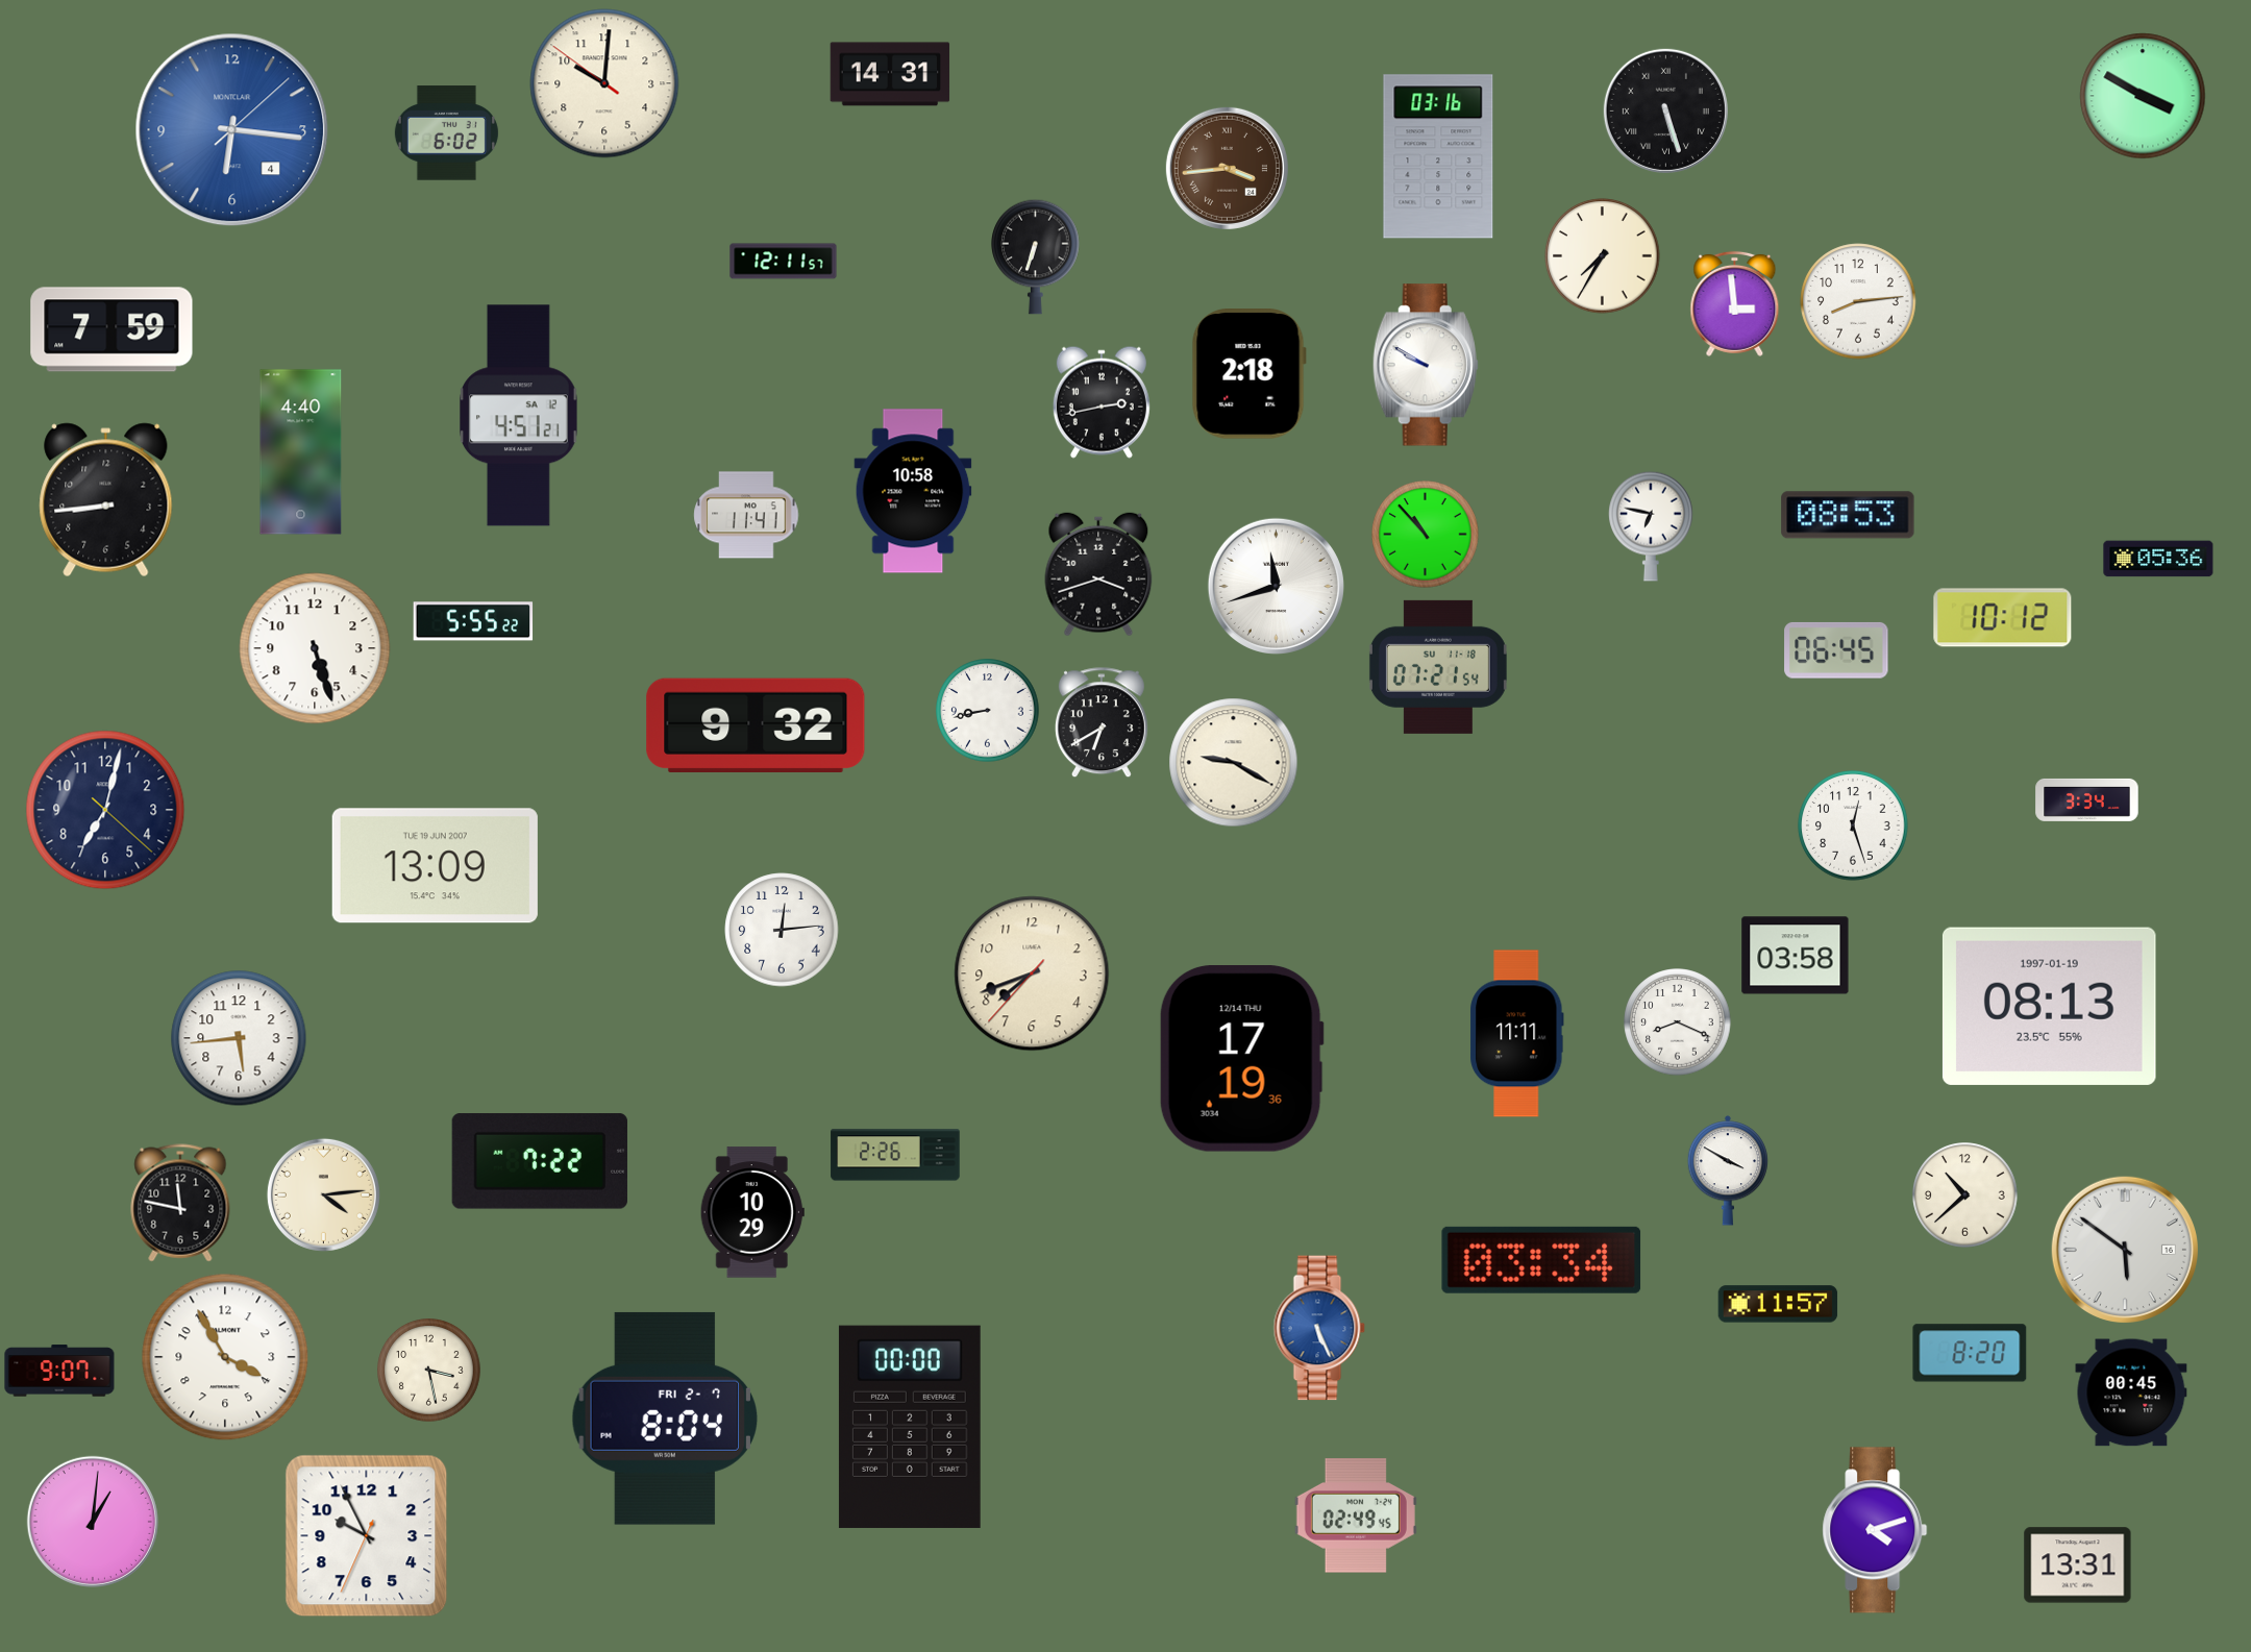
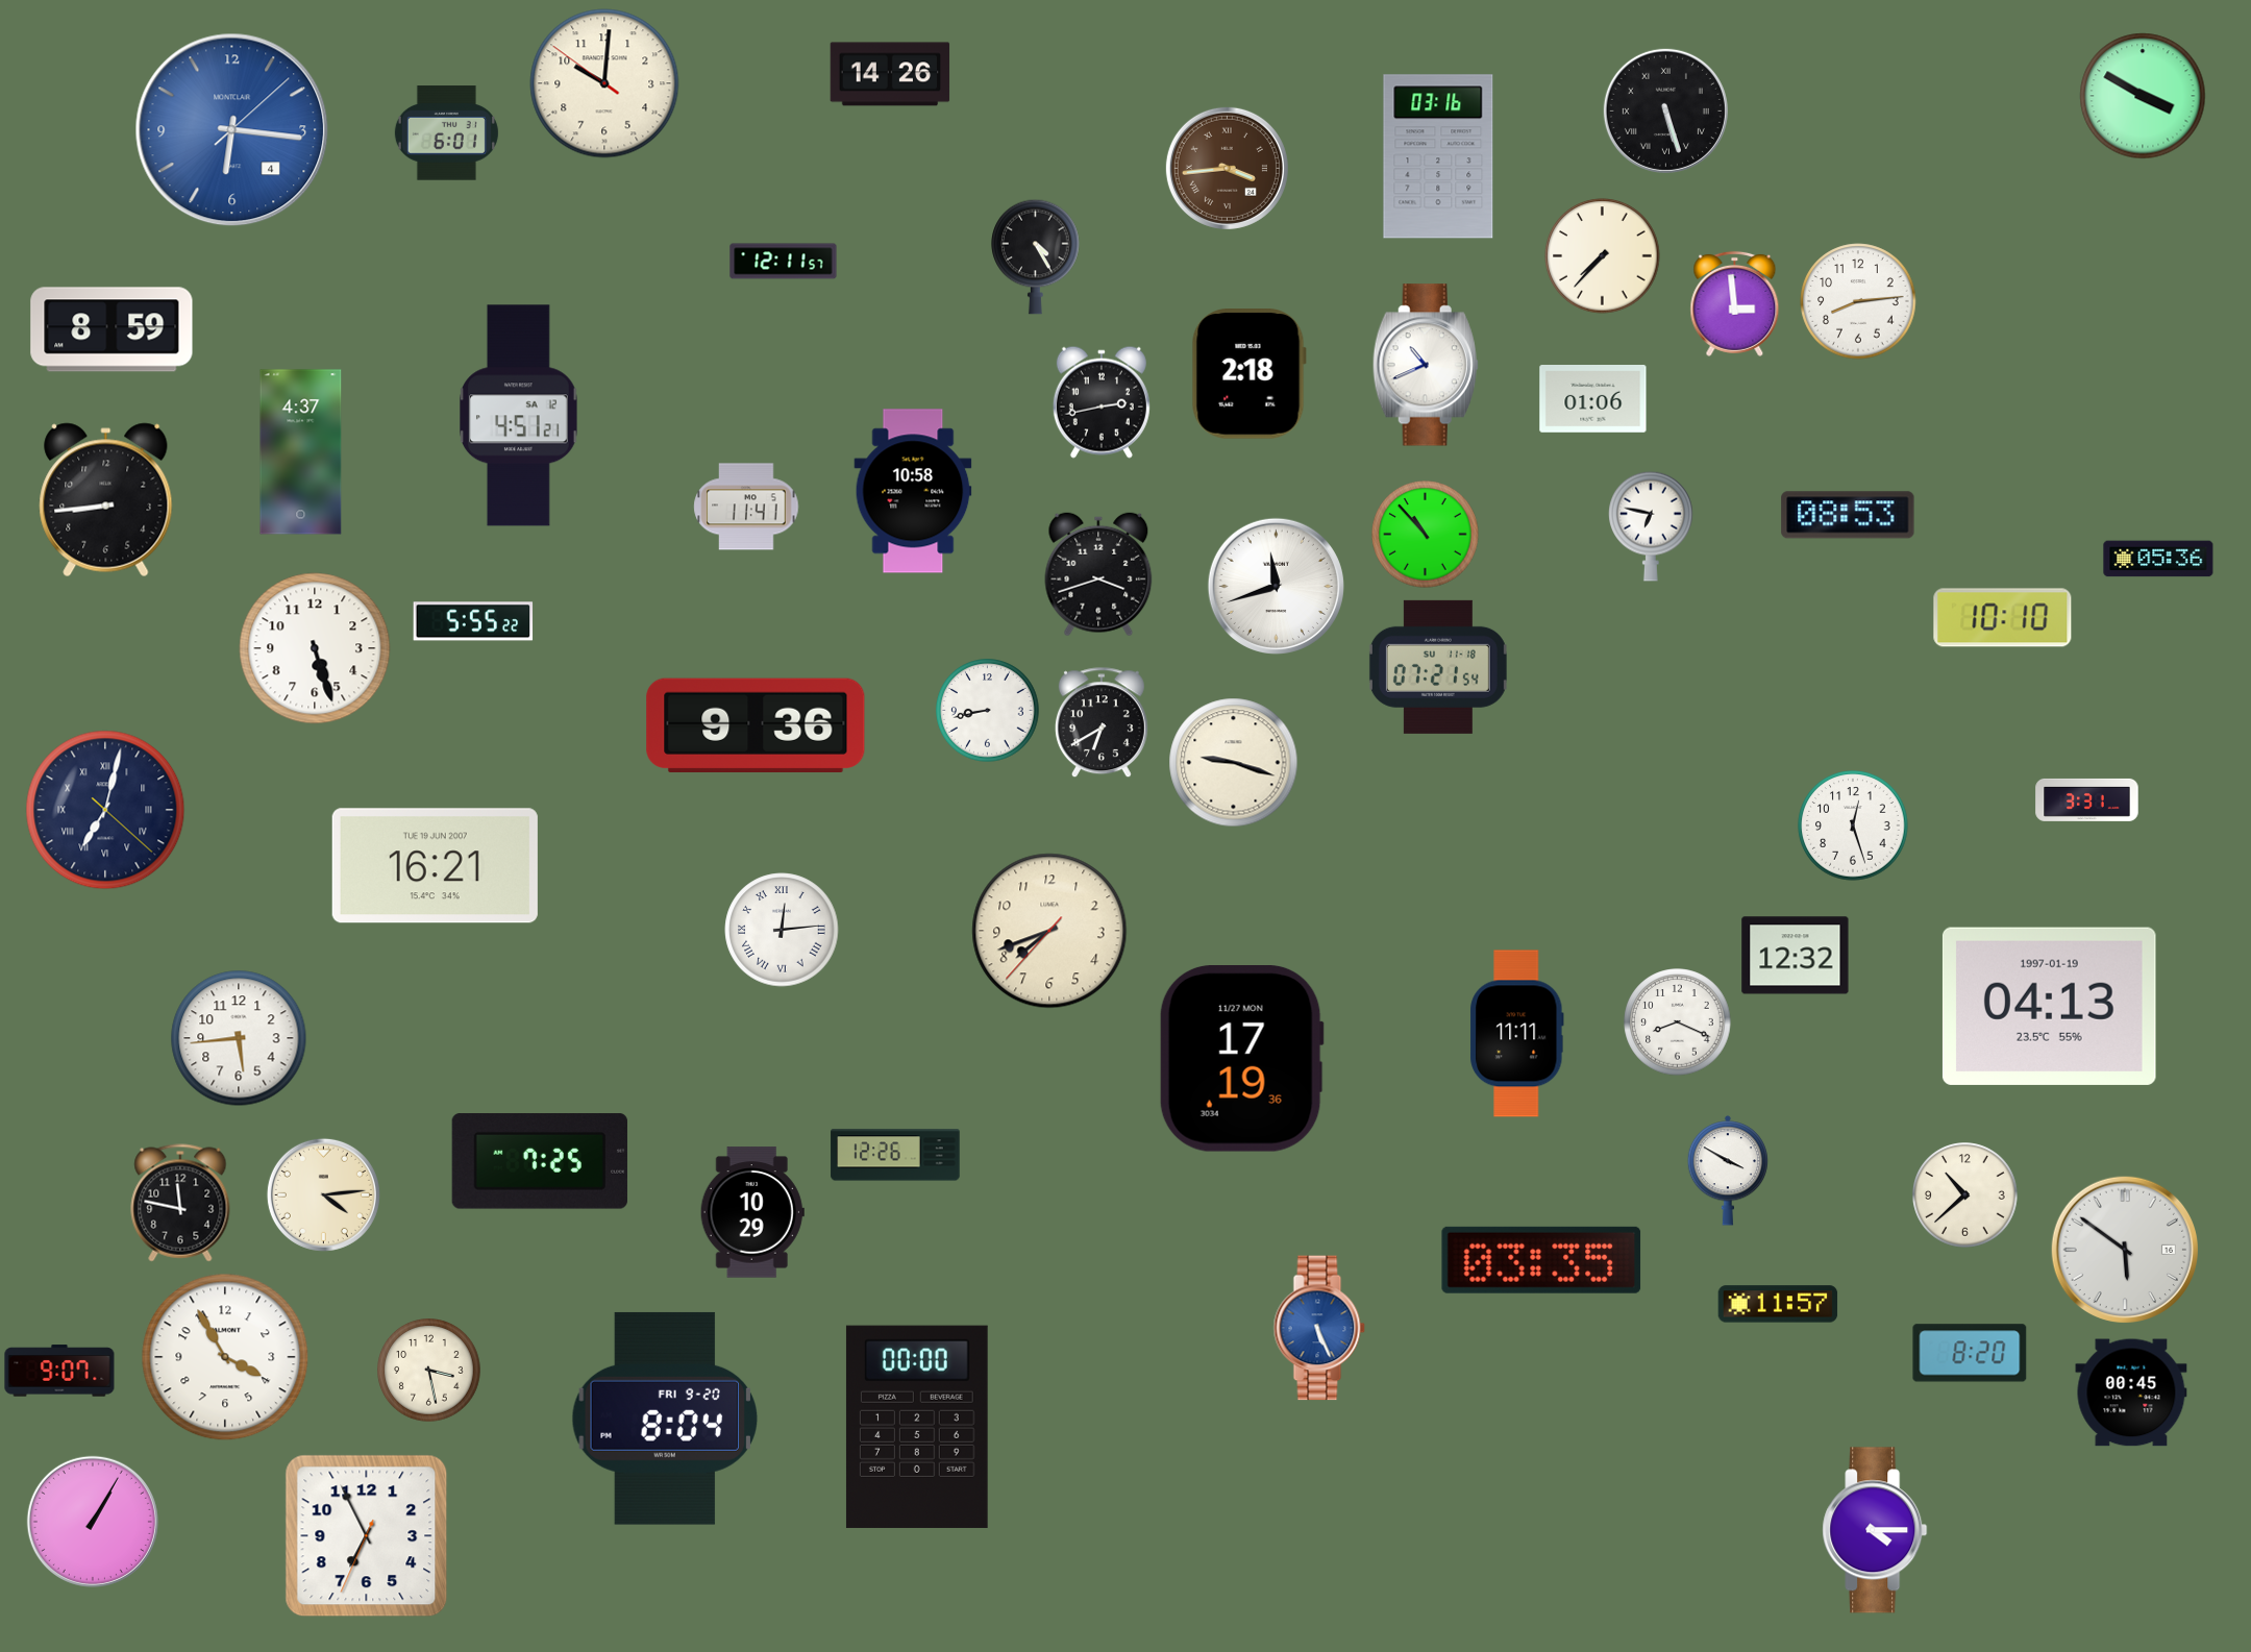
clock at (890, 74): 14:31 -> 14:26
clock at (446, 133): 6:02 -> 6:01
clock at (1036, 256): 6:33 -> 4:25
clock at (1603, 256): 7:35 -> 7:37
clock at (112, 329): 7:59 -> 8:59
clock at (1426, 365): 9:50 -> 10:41
clock at (1593, 399): none -> 01:06
clock at (301, 452): 4:40 -> 4:37
clock at (746, 515) position: (746, 515) -> (746, 507)
clock at (2003, 618): 10:12 -> 10:10
clock at (1836, 650): 06:45 -> none
clock at (756, 724): 9:32 -> 9:36
clock at (1234, 763): 9:20 -> 9:18
clock at (2087, 799): 3:34 -> 3:31
clock at (105, 810) numerals: Arabic -> Roman
clock at (435, 866): 13:09 -> 16:21
clock at (782, 930) numerals: Arabic -> Roman
clock at (1796, 956): 03:58 -> 12:32
clock at (1032, 973) position: (1032, 973) -> (1049, 931)
clock at (2049, 1006): 08:13 -> 04:13
clock at (1241, 1059) date: 12/14 THU -> 11/27 MON
clock at (895, 1155): 2:26 -> 12:26
clock at (540, 1161): 7:22 -> 7:25
clock at (1541, 1260): 03:34 -> 03:35
clock at (664, 1419) date: FRI 2-7 -> FRI 9-20
clock at (910, 1427) position: (910, 1427) -> (917, 1427)
clock at (1356, 1515): 02:49 -> none
clock at (93, 1522): 1:01 -> 1:05
clock at (1875, 1530): 4:12 -> 4:15
clock at (367, 1536): 9:55 -> 6:55
clock at (2078, 1565): 13:31 -> none
